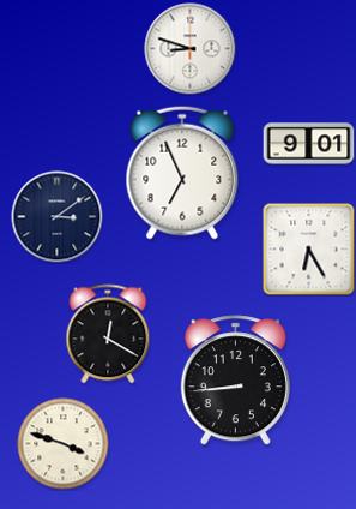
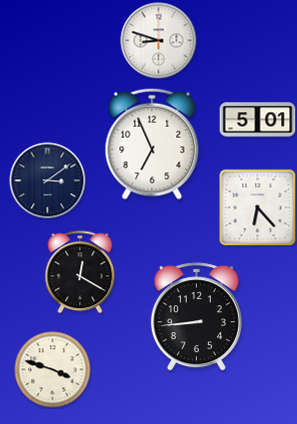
clock at (309, 144): 9:01 -> 5:01
clock at (309, 250): 6:25 -> 6:23
clock at (108, 334) position: (108, 334) -> (80, 272)
